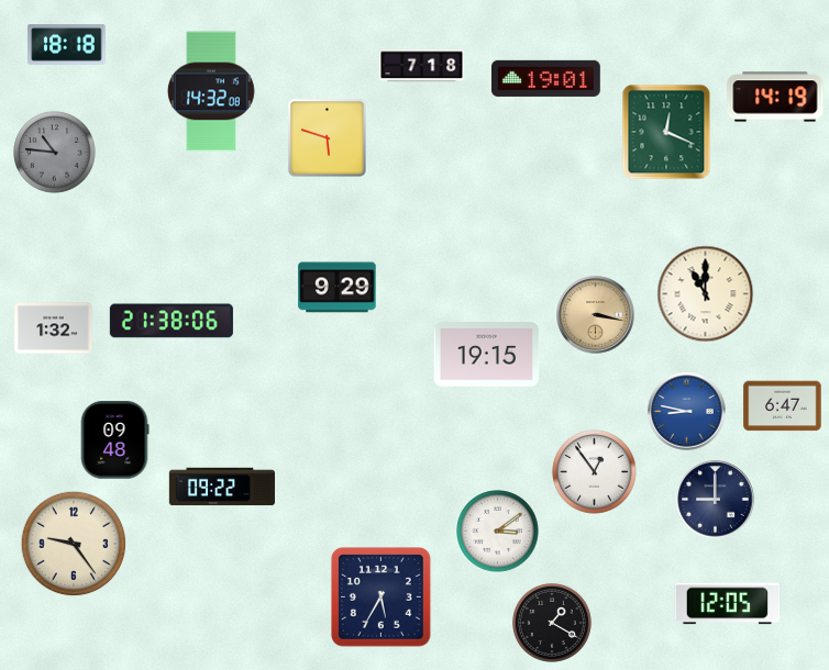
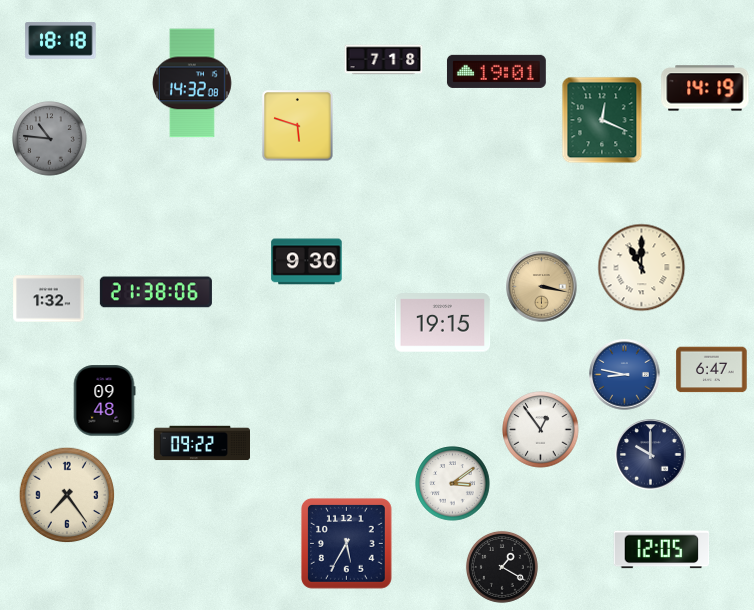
clock at (666, 132) position: (666, 132) -> (602, 120)
clock at (338, 288): 9:29 -> 9:30
clock at (716, 500): 9:00 -> 10:00
clock at (74, 544): 9:24 -> 7:24
